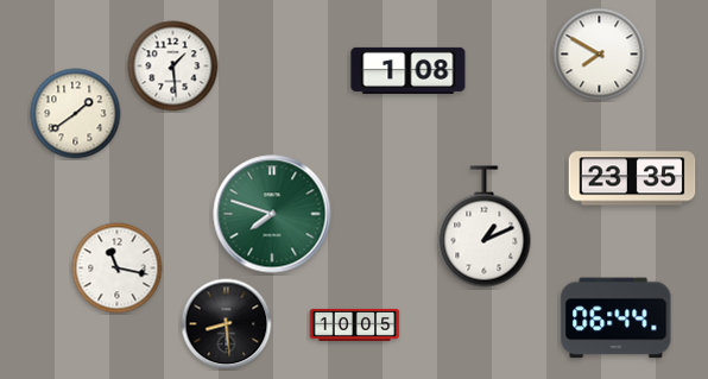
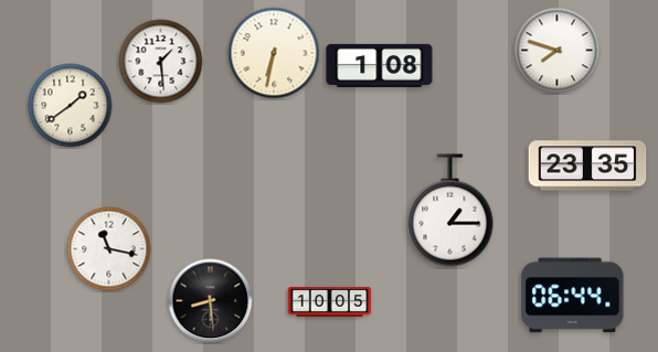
clock at (600, 55): 7:50 -> 7:48
clock at (274, 53): none -> 6:32
clock at (272, 214): 7:48 -> none
clock at (485, 227): 1:11 -> 1:15
